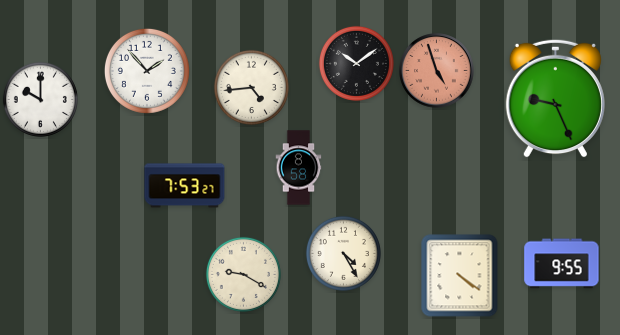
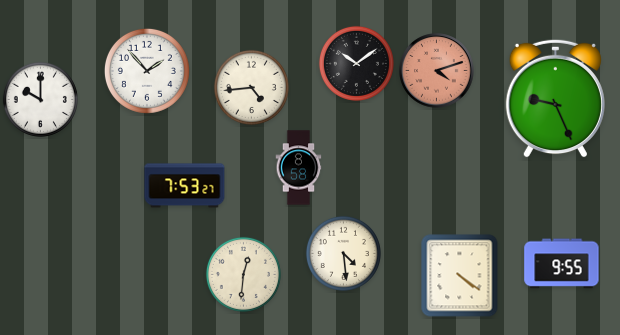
clock at (437, 71): 4:57 -> 4:12
clock at (343, 253): 4:25 -> 4:29
clock at (243, 274): 9:20 -> 12:31
